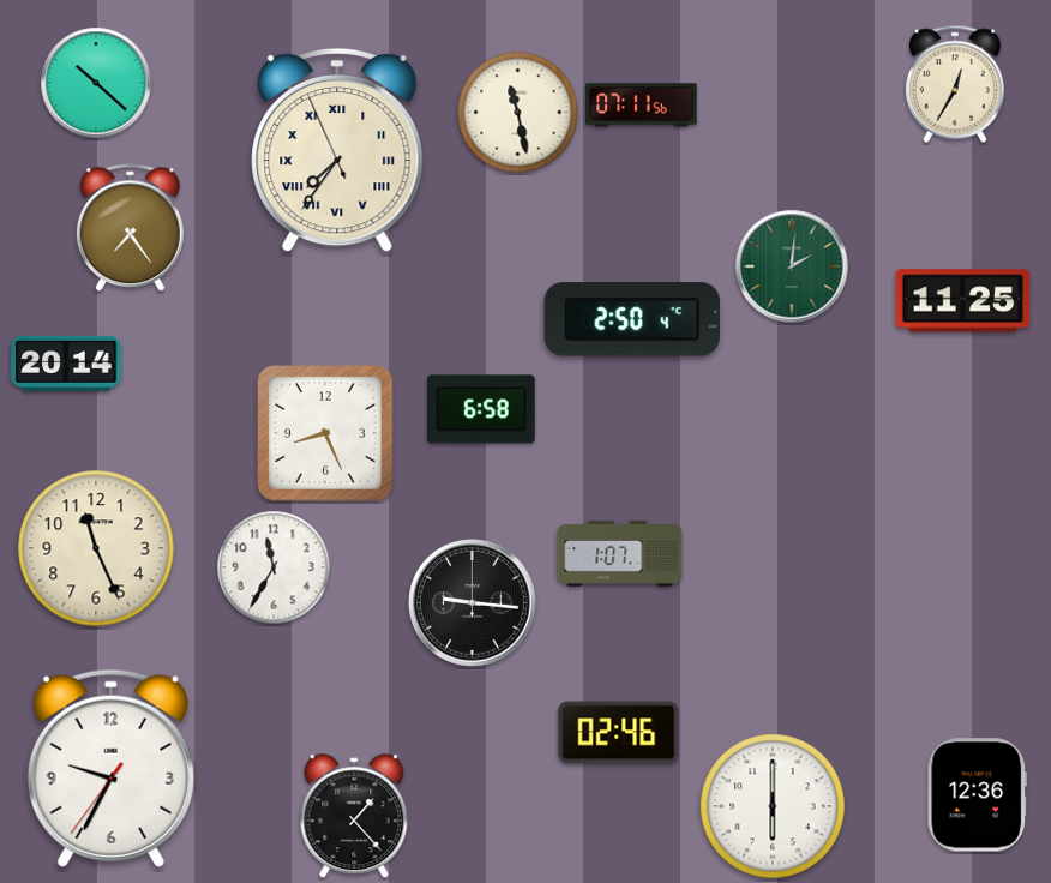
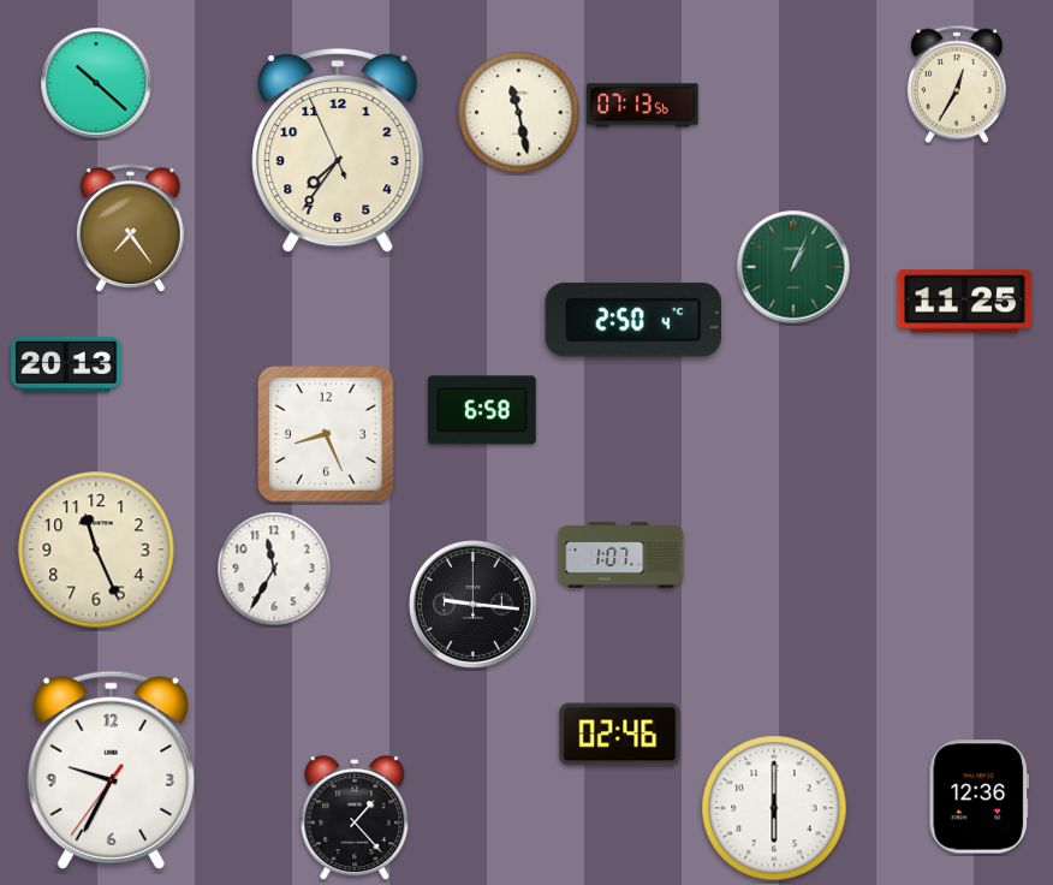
clock at (642, 106): 07:11 -> 07:13
clock at (337, 150) numerals: Roman -> Arabic
clock at (792, 266): 2:01 -> 1:04
clock at (66, 364): 20:14 -> 20:13
